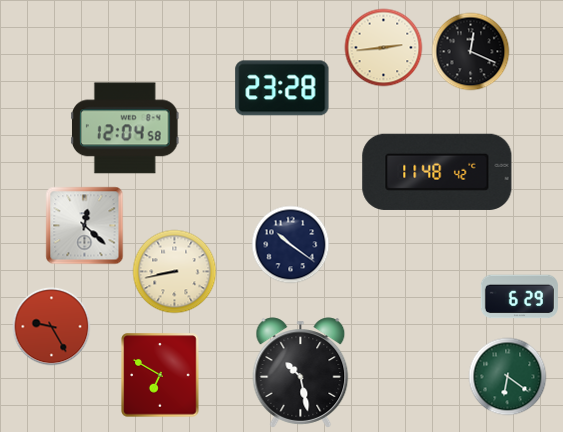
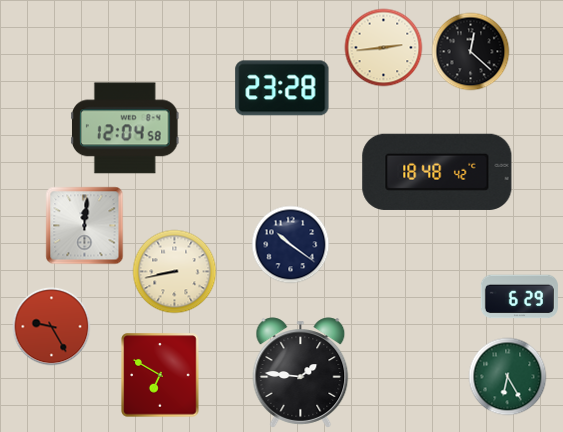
clock at (470, 51): 12:19 -> 12:22
clock at (437, 172): 11:48 -> 18:48
clock at (84, 225): 12:22 -> 12:01
clock at (301, 373): 10:28 -> 1:46
clock at (507, 376): 6:21 -> 6:25
